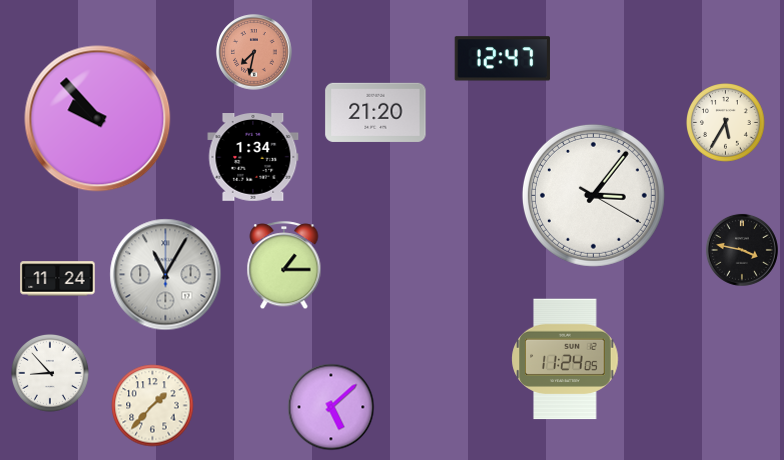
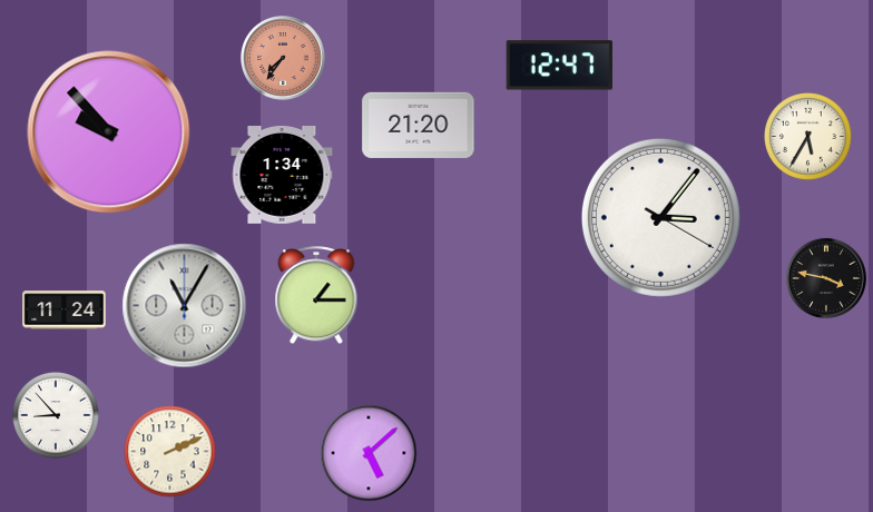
clock at (254, 52): 7:32 -> 7:36
clock at (565, 359): 11:24 -> none
clock at (153, 406): 1:37 -> 2:11
